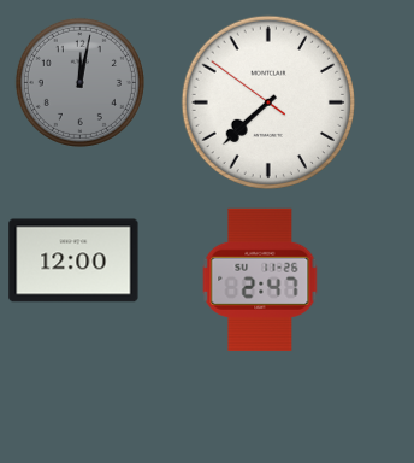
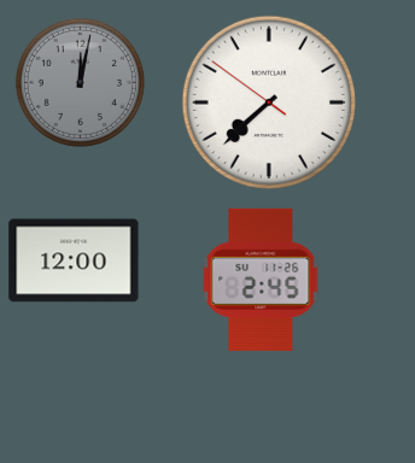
clock at (260, 280): 2:47 -> 2:45
